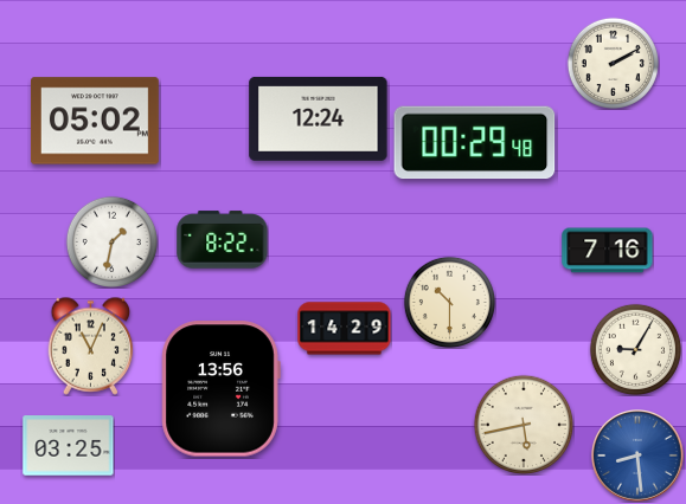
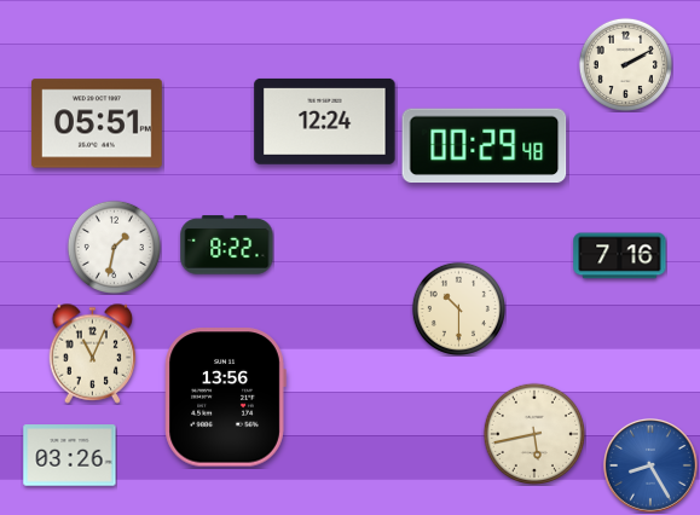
clock at (95, 121): 05:02 -> 05:51
clock at (345, 329): 14:29 -> none
clock at (635, 349): 9:05 -> none
clock at (69, 446): 03:25 -> 03:26
clock at (639, 457): 8:29 -> 8:25
